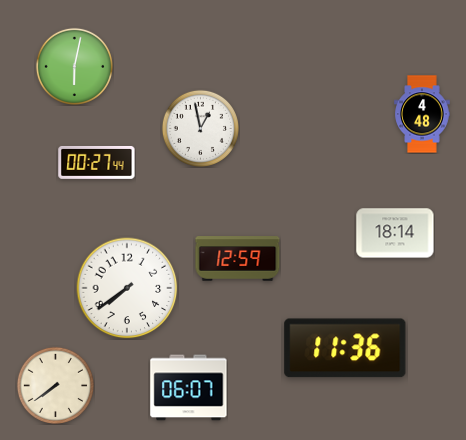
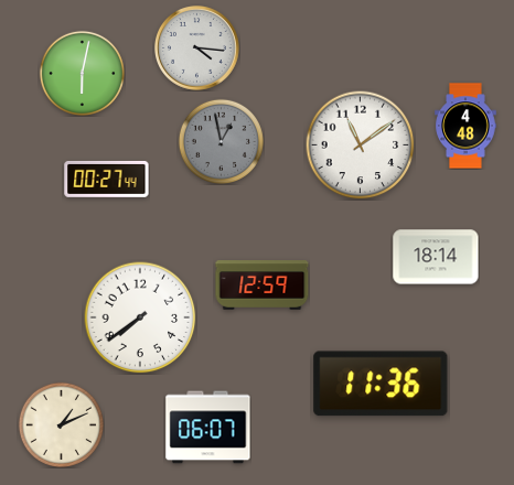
clock at (197, 48): none -> 4:16
clock at (200, 128) dial: white -> grey
clock at (361, 145): none -> 11:09
clock at (55, 385): 7:39 -> 1:11
